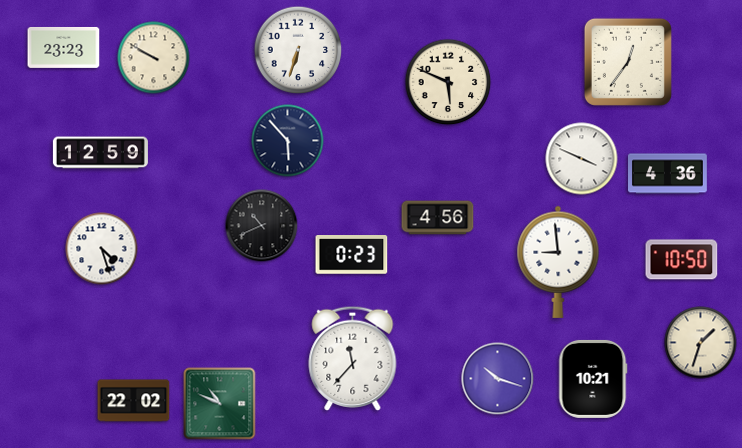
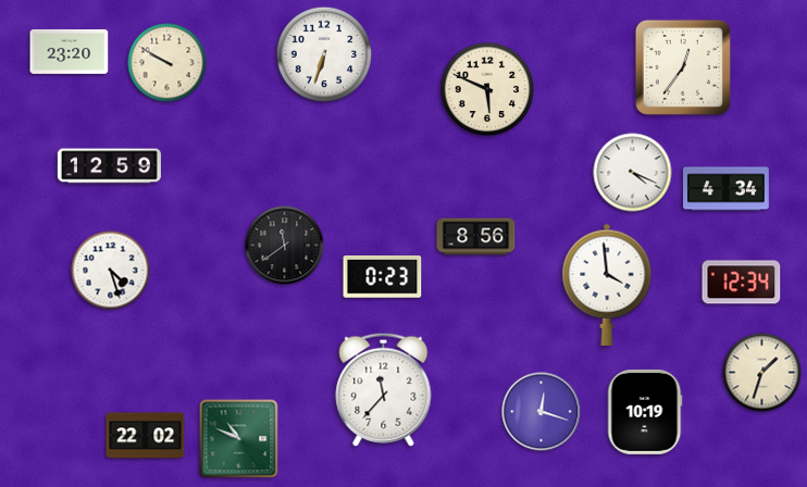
clock at (64, 47): 23:23 -> 23:20
clock at (288, 141): 5:53 -> none
clock at (582, 159): 3:49 -> 4:19
clock at (668, 174): 4:36 -> 4:34
clock at (438, 218): 4:56 -> 8:56
clock at (262, 226): 10:41 -> 11:39
clock at (682, 260): 10:50 -> 12:34
clock at (558, 262): 8:59 -> 3:59
clock at (498, 379): 10:18 -> 12:18
clock at (593, 379): 10:21 -> 10:19
